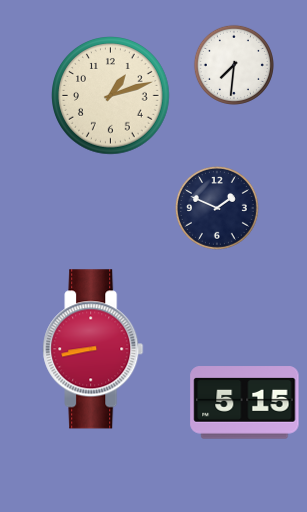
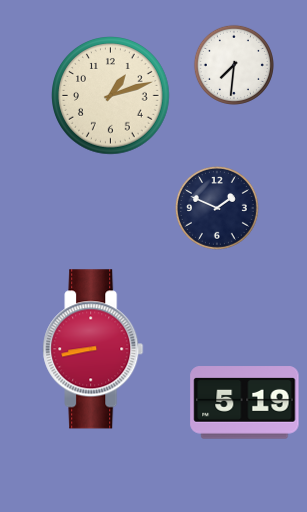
clock at (245, 403): 5:15 -> 5:19
